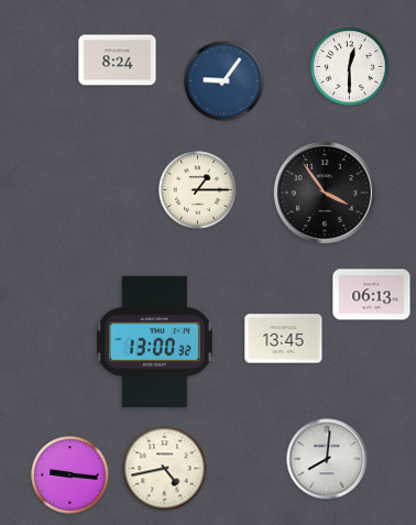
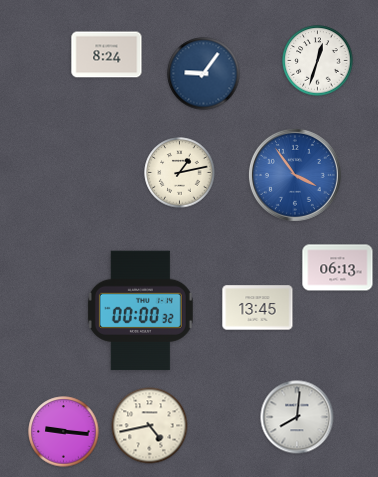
clock at (350, 67): 12:30 -> 12:33
clock at (198, 190): 1:15 -> 1:13
clock at (325, 193) dial: black -> blue
clock at (154, 342): 13:00 -> 00:00
